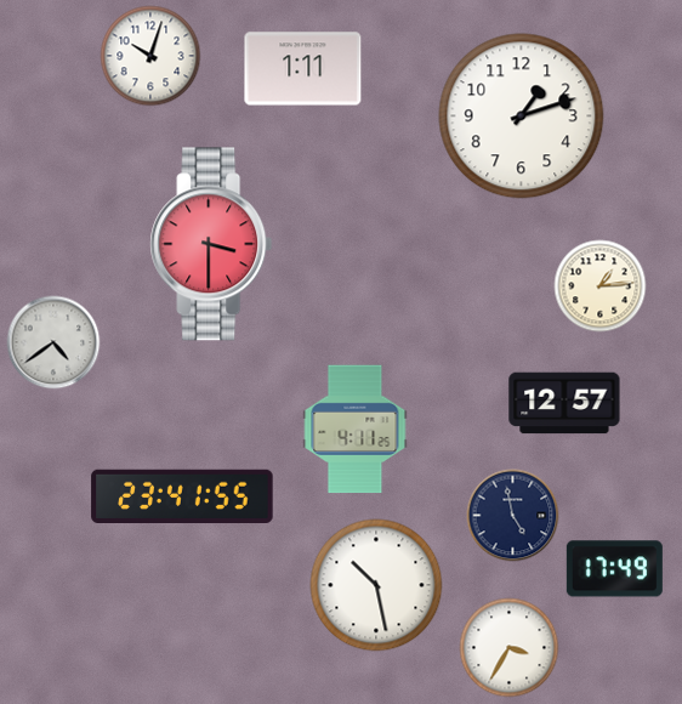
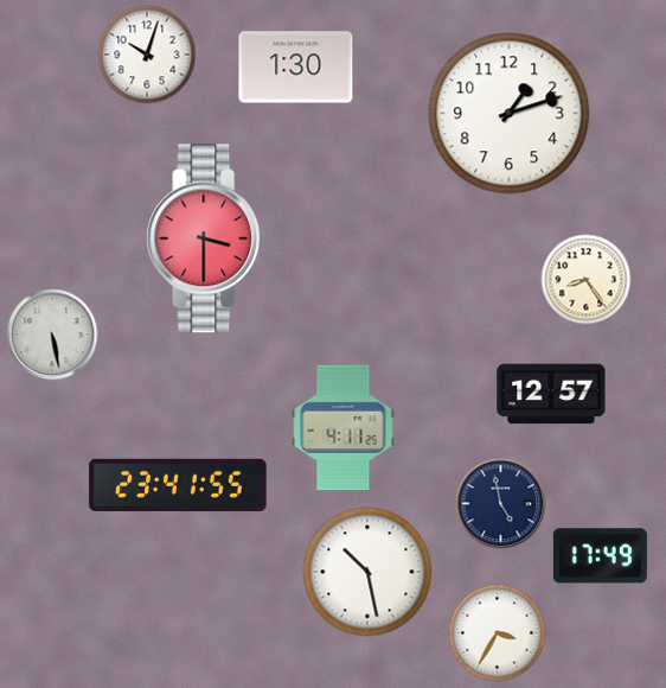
clock at (303, 69): 1:11 -> 1:30
clock at (601, 286): 1:14 -> 8:24
clock at (53, 342): 4:39 -> 5:28
clock at (356, 430) position: (356, 430) -> (344, 428)
